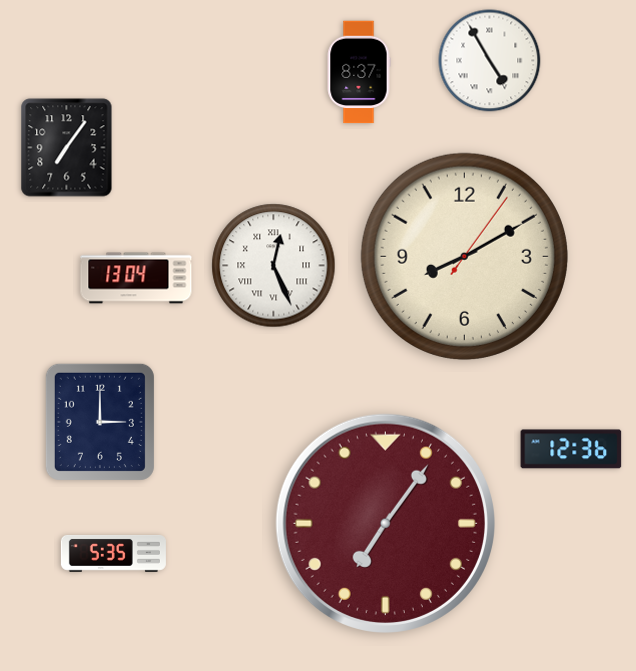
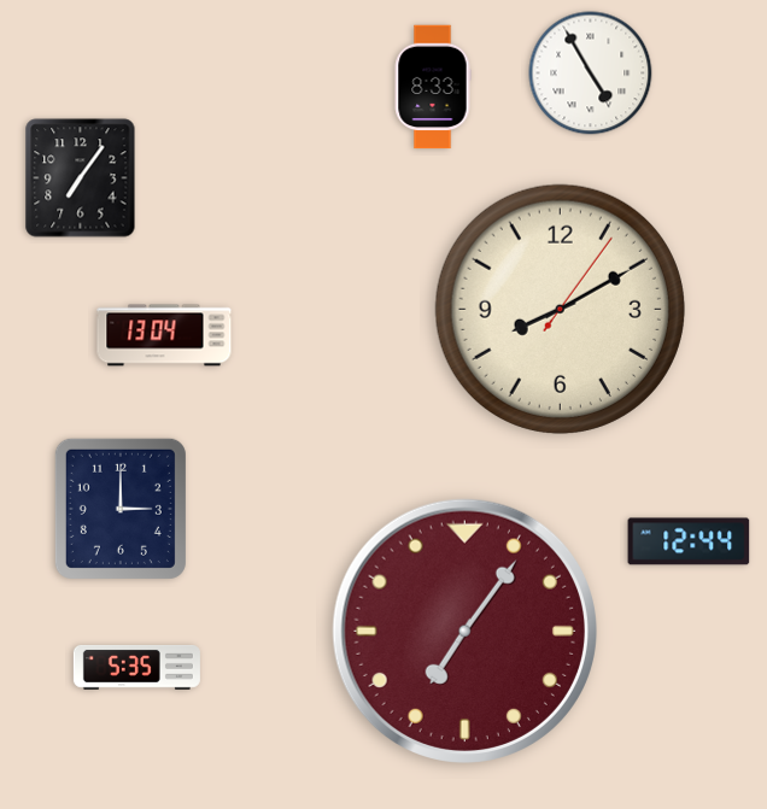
clock at (359, 72): 8:37 -> 8:33
clock at (274, 266): 12:26 -> none
clock at (571, 449): 12:36 -> 12:44
